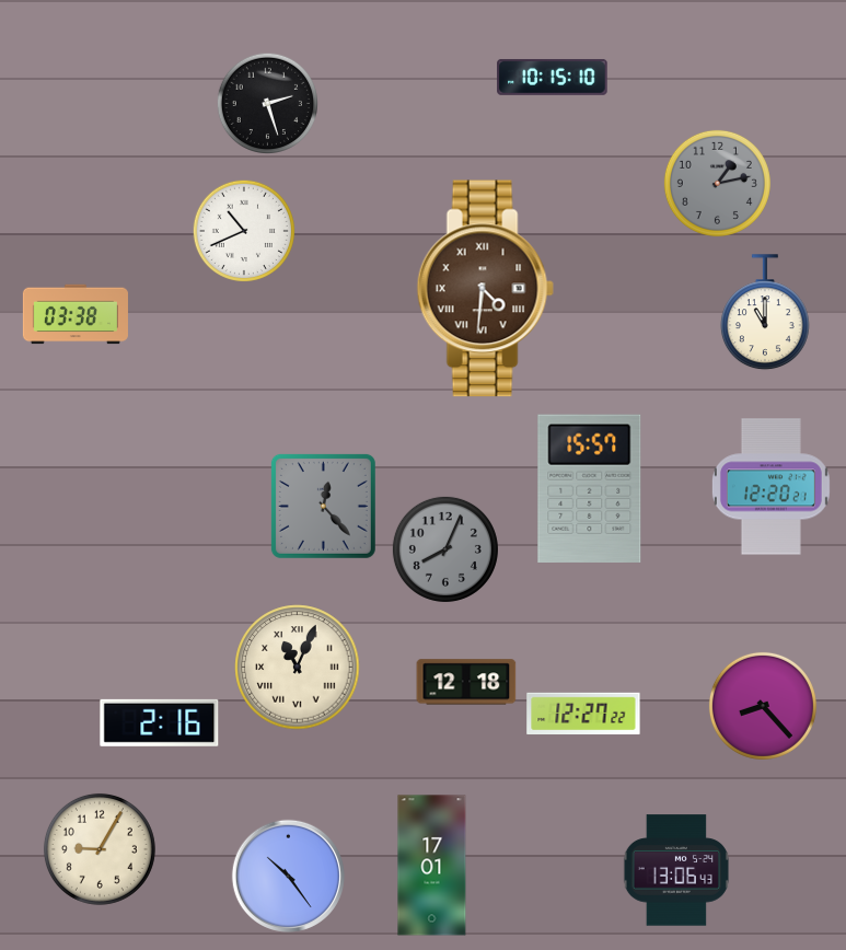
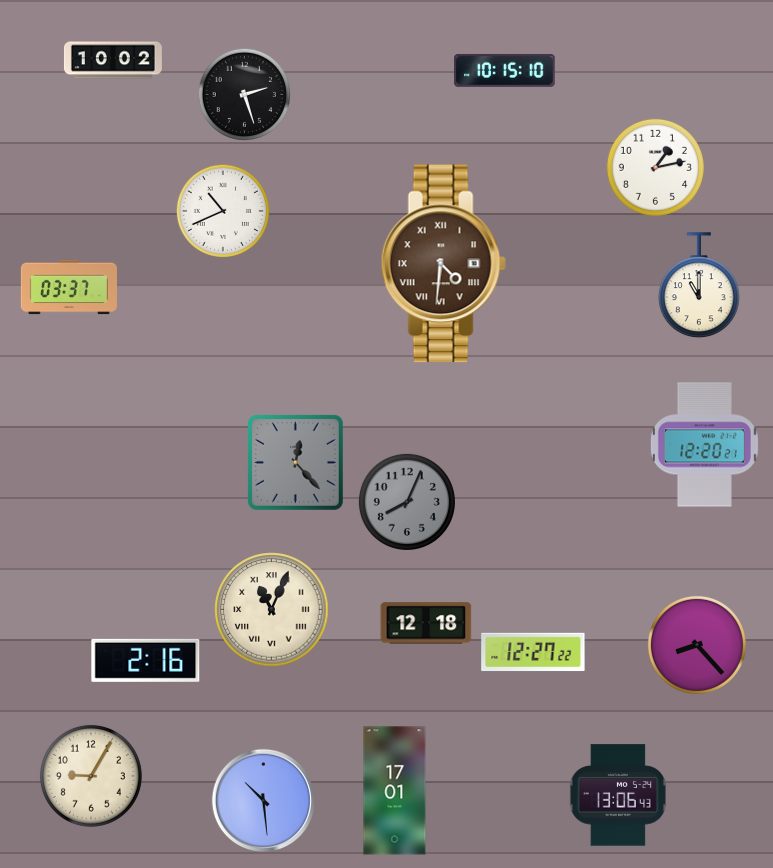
clock at (113, 60): none -> 10:02
clock at (717, 183) dial: grey -> white
clock at (76, 314): 03:38 -> 03:37
clock at (590, 488): 15:57 -> none
clock at (288, 876): 10:24 -> 10:29
